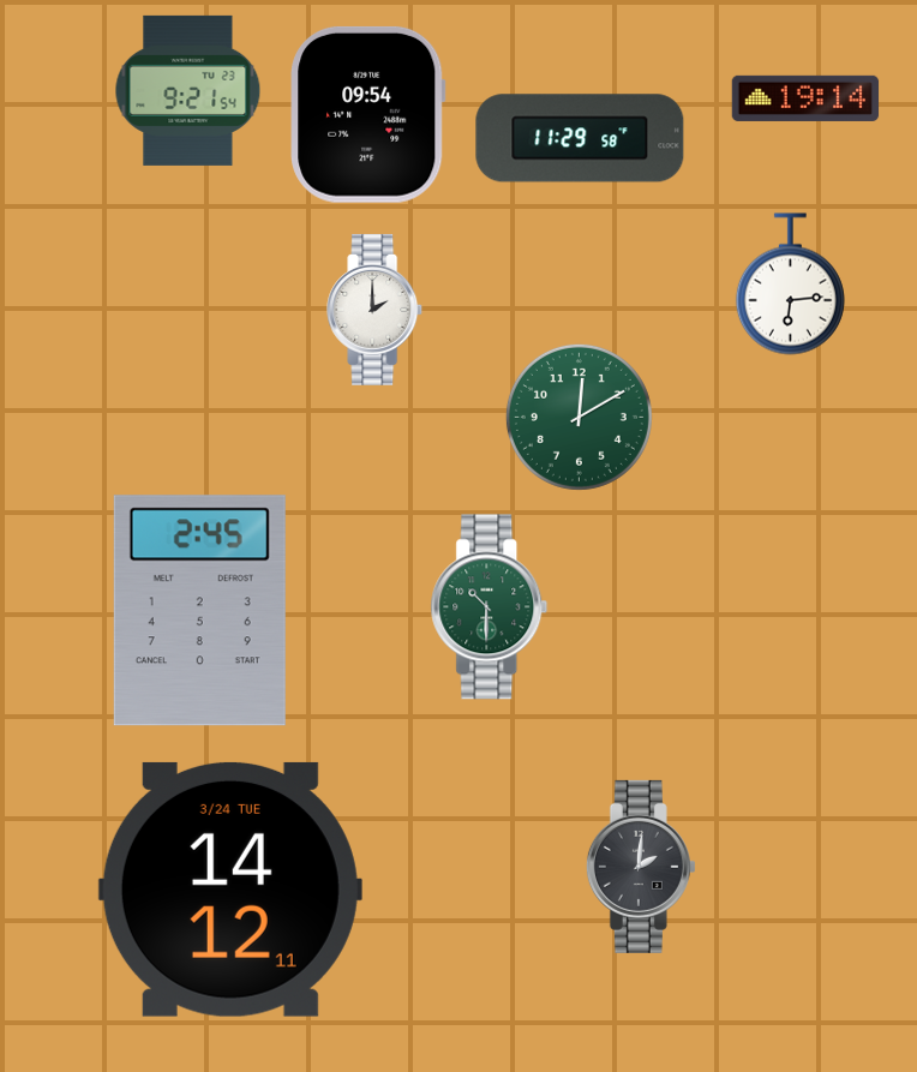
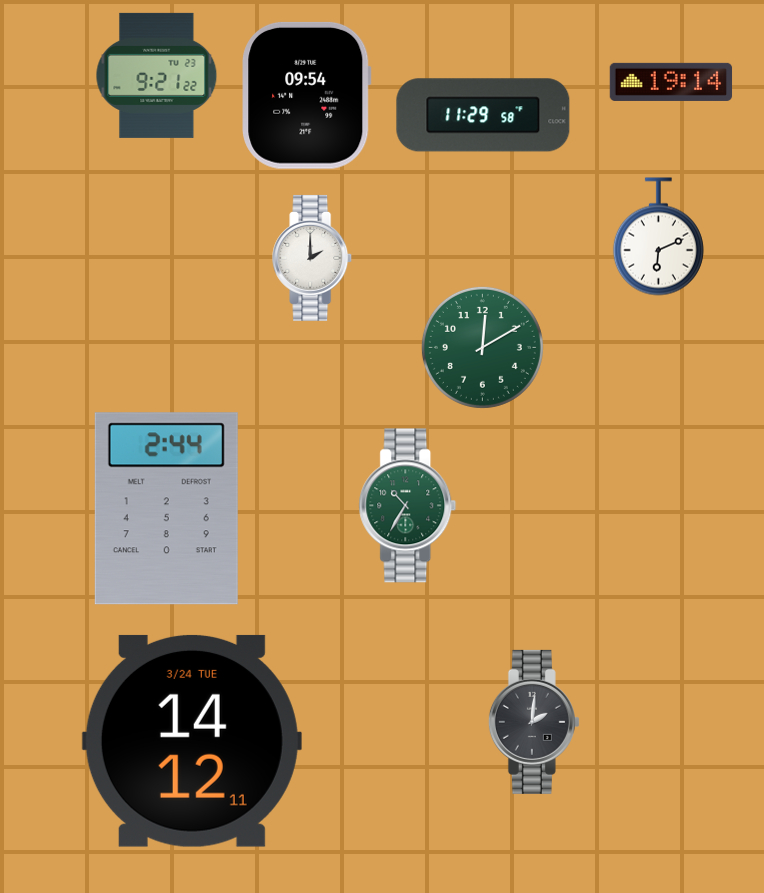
clock at (188, 90): 9:21:54 -> 9:21:22
clock at (790, 285): 6:14 -> 6:11
clock at (490, 607): 10:30 -> 10:35
clock at (199, 611): 2:45 -> 2:44
